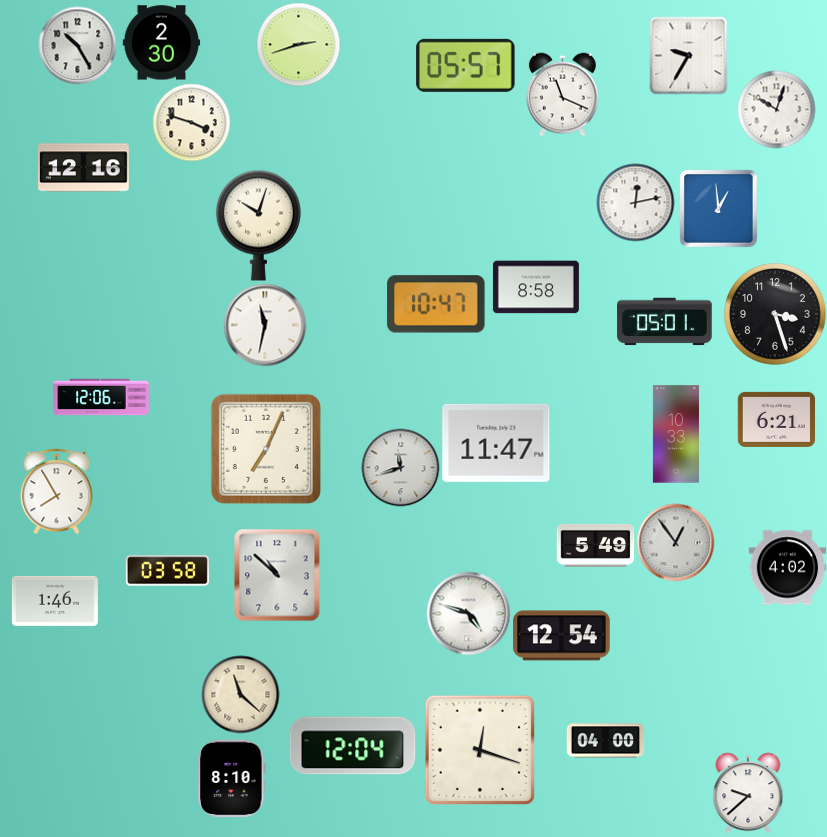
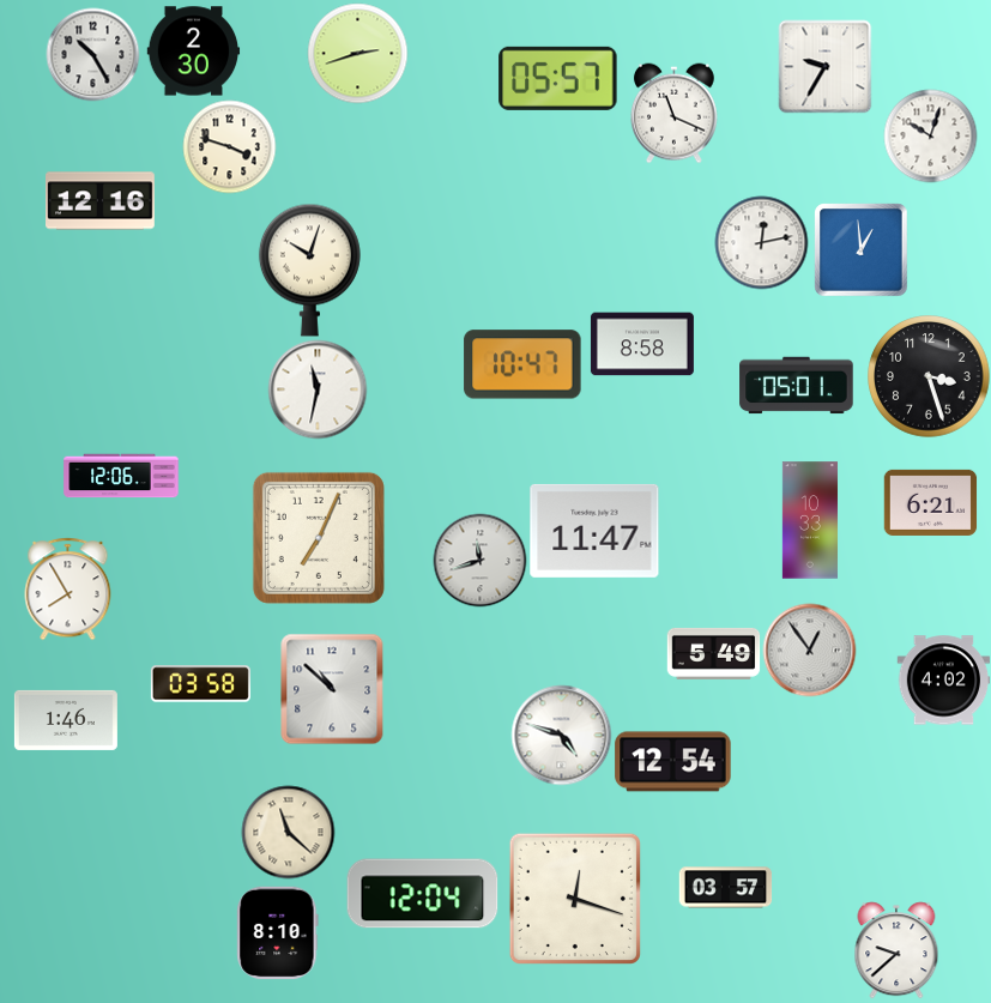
clock at (776, 109) position: (776, 109) -> (930, 135)
clock at (605, 741): 04:00 -> 03:57
